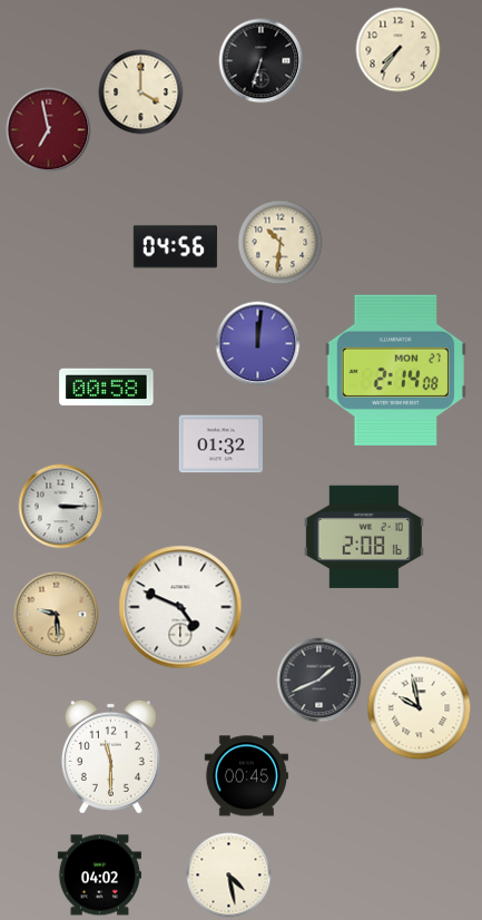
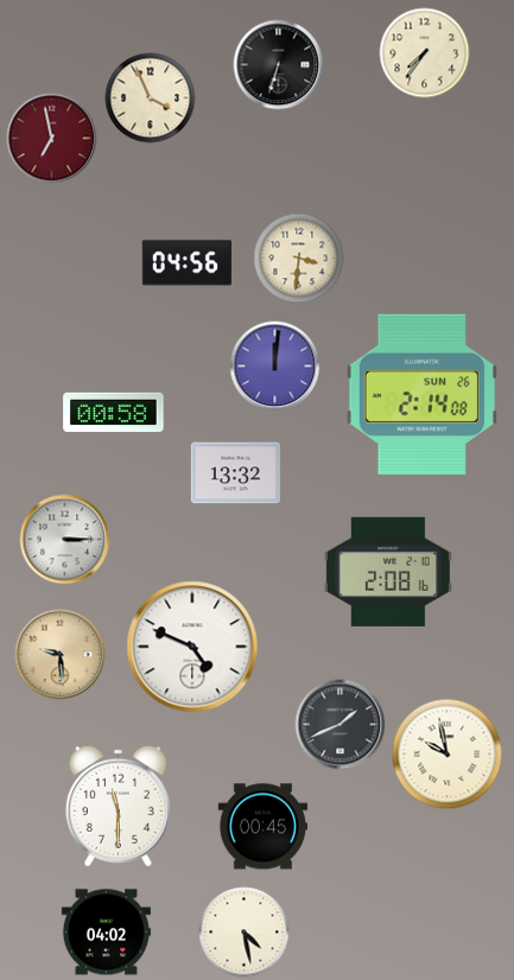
clock at (141, 92): 4:00 -> 3:56
clock at (281, 243): 10:31 -> 3:31
clock at (395, 370) date: MON 27 -> SUN 26
clock at (220, 444): 01:32 -> 13:32
